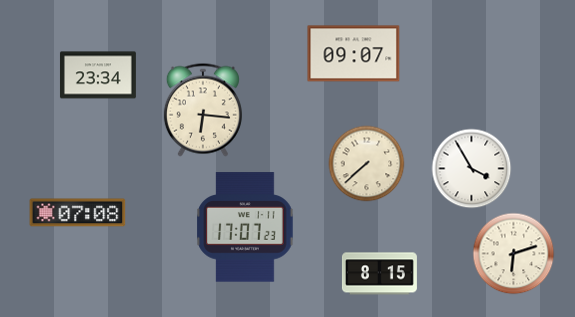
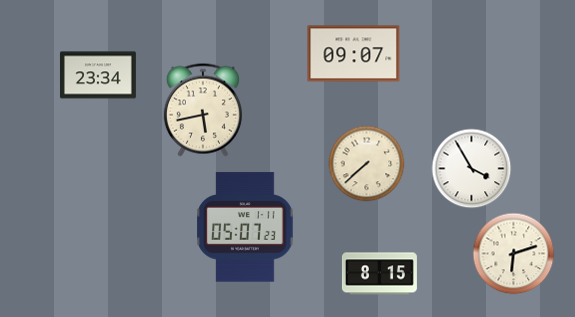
clock at (203, 110): 6:16 -> 5:43
clock at (78, 213): 07:08 -> none
clock at (245, 227): 17:07 -> 05:07
